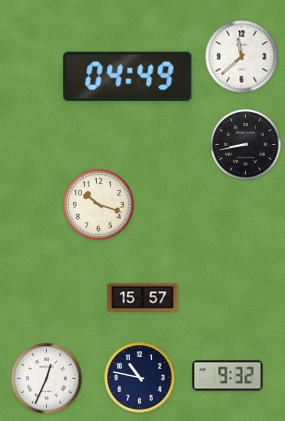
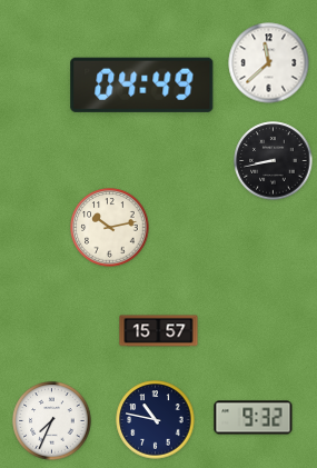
clock at (99, 205): 10:18 -> 10:13
clock at (47, 379): 12:34 -> 7:34
